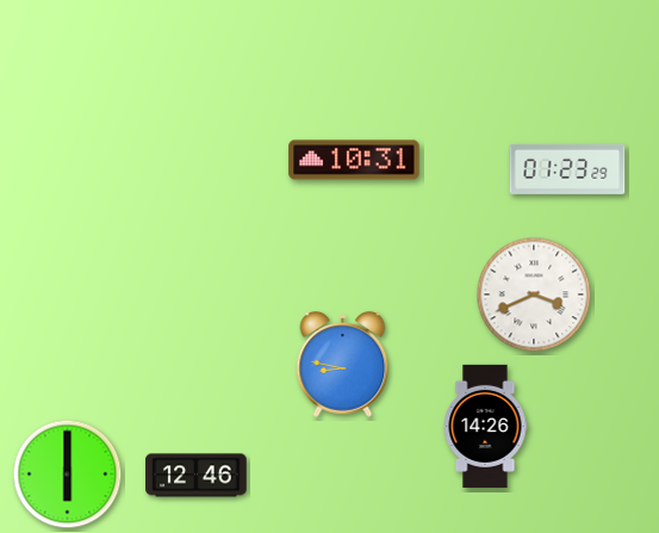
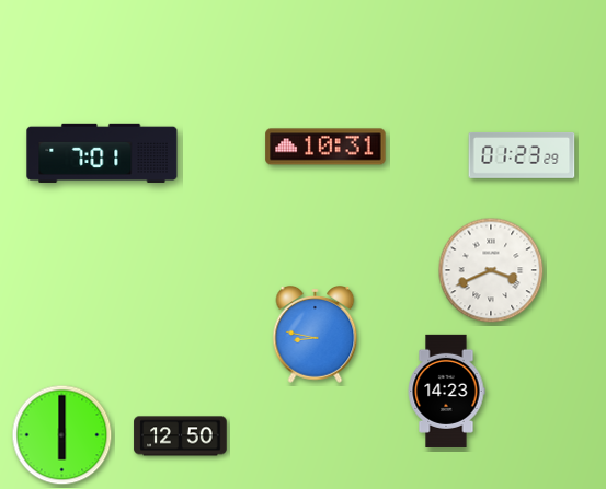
clock at (102, 152): none -> 7:01
clock at (485, 426): 14:26 -> 14:23
clock at (197, 476): 12:46 -> 12:50
